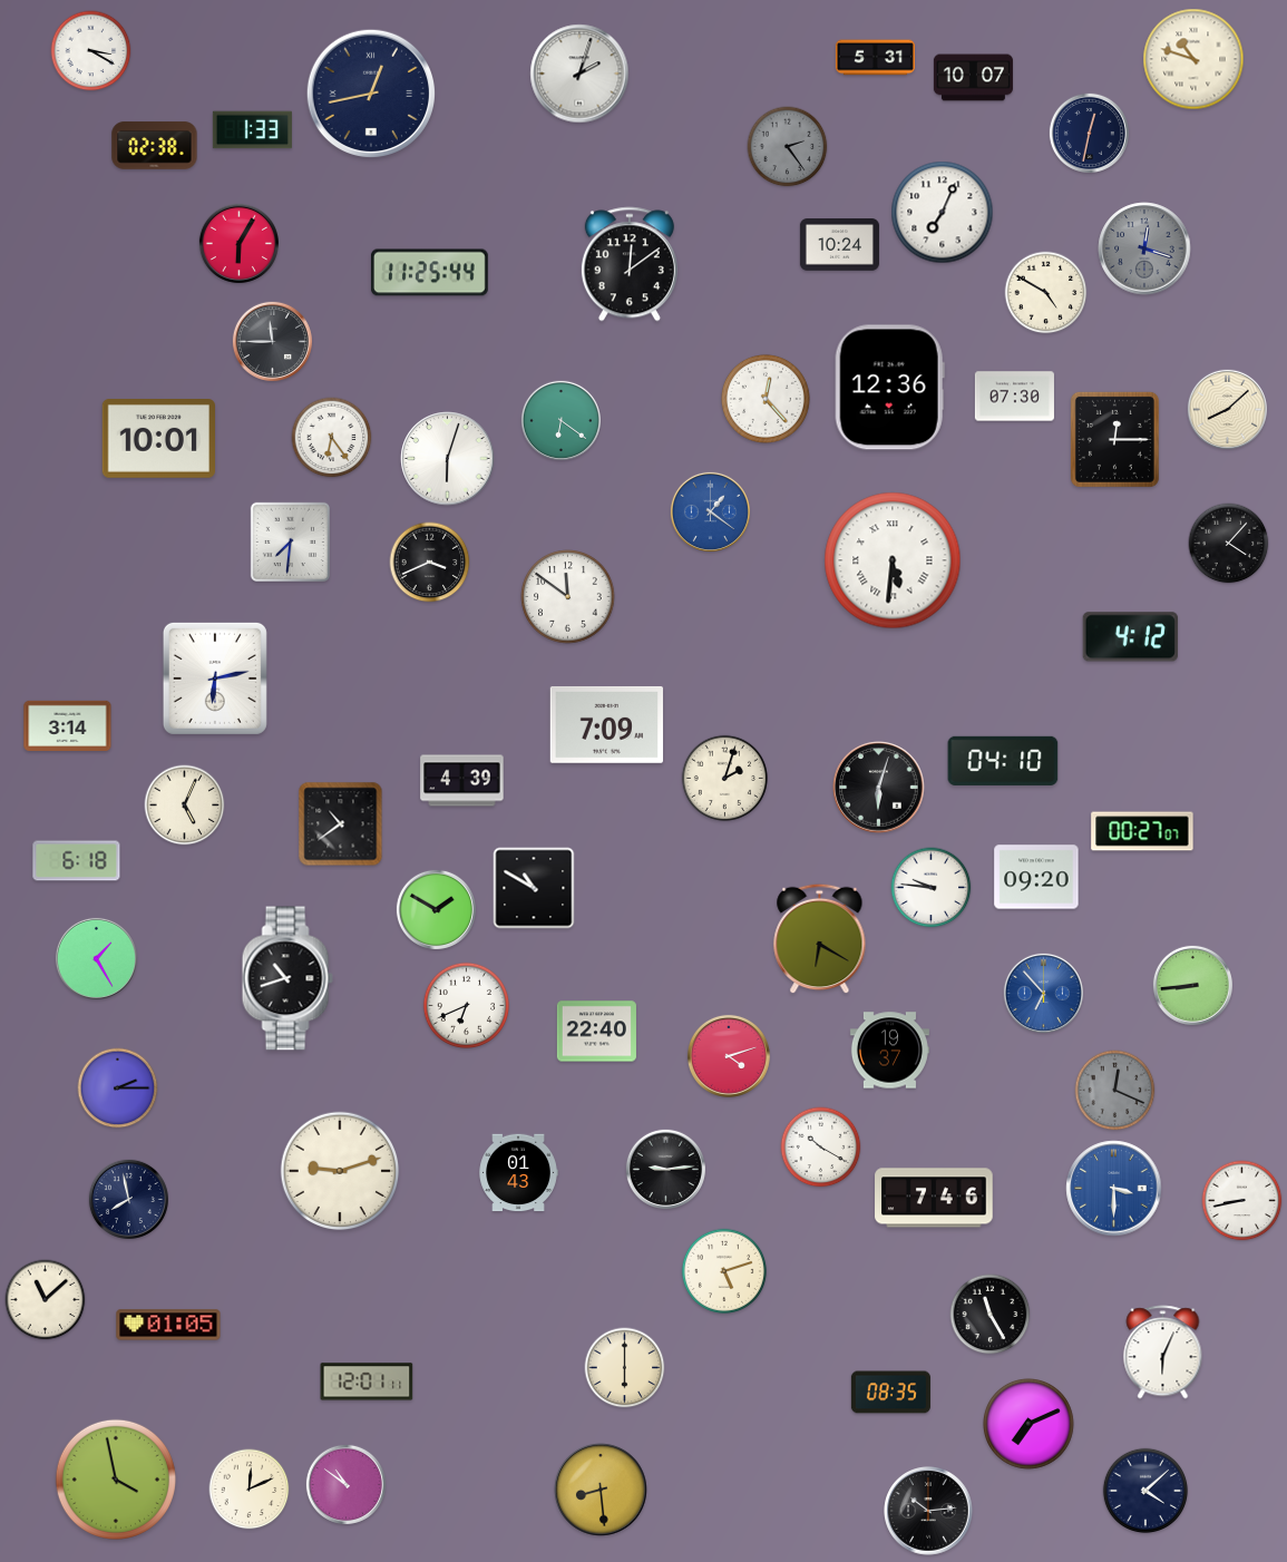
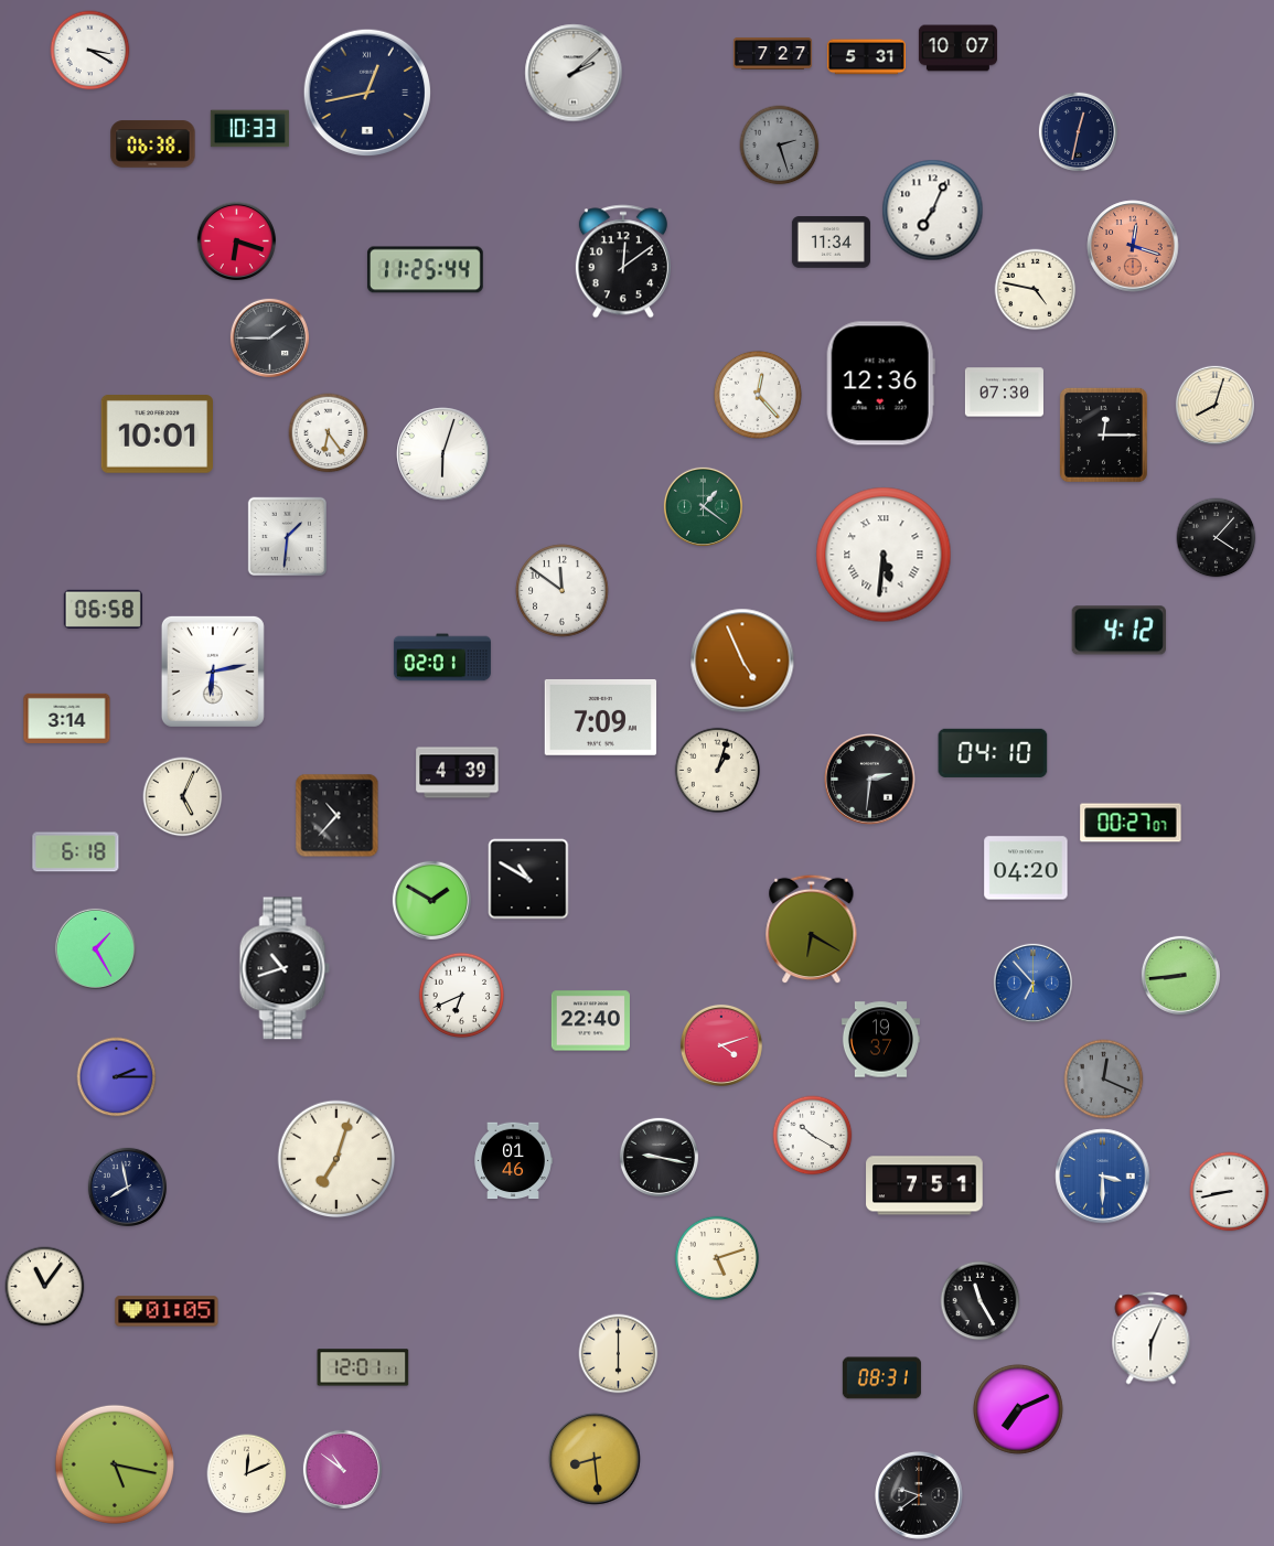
clock at (772, 54): none -> 7:27
clock at (1193, 59): 10:48 -> none
clock at (579, 74): 2:03 -> 2:08
clock at (973, 78) position: (973, 78) -> (957, 49)
clock at (252, 130): 1:33 -> 10:33
clock at (155, 146): 02:38 -> 06:38
clock at (788, 147): 2:24 -> 2:27
clock at (238, 243): 6:05 -> 6:18
clock at (839, 245): 10:24 -> 11:34
clock at (1144, 248) dial: grey -> salmon
clock at (1046, 293): 4:50 -> 4:47
clock at (272, 341): 11:45 -> 1:45
clock at (1227, 409): 8:08 -> 8:03
clock at (560, 420): 6:21 -> none
clock at (710, 511) dial: blue -> green
clock at (290, 541): 7:31 -> 1:31
clock at (430, 563): 3:41 -> none
clock at (103, 609): none -> 06:58
clock at (442, 657): none -> 02:01
clock at (742, 661): none -> 4:56
clock at (724, 778): 2:03 -> 1:03
clock at (879, 788): 6:03 -> 2:31
clock at (341, 824): 10:39 -> 10:37
clock at (1036, 877): 09:20 -> 04:20
clock at (932, 888): 9:46 -> none
clock at (665, 1169): 9:14 -> 9:17
clock at (340, 1171): 9:12 -> 7:03
clock at (518, 1173): 01:43 -> 01:46
clock at (934, 1198): 7:46 -> 7:51
clock at (1242, 1201) position: (1242, 1201) -> (1230, 1192)
clock at (46, 1300): 11:08 -> 11:06
clock at (890, 1393): 08:35 -> 08:31
clock at (116, 1480): 3:58 -> 5:17
clock at (601, 1490) position: (601, 1490) -> (595, 1459)
clock at (1145, 1491): 4:08 -> none
clock at (928, 1511): 10:14 -> 9:39
